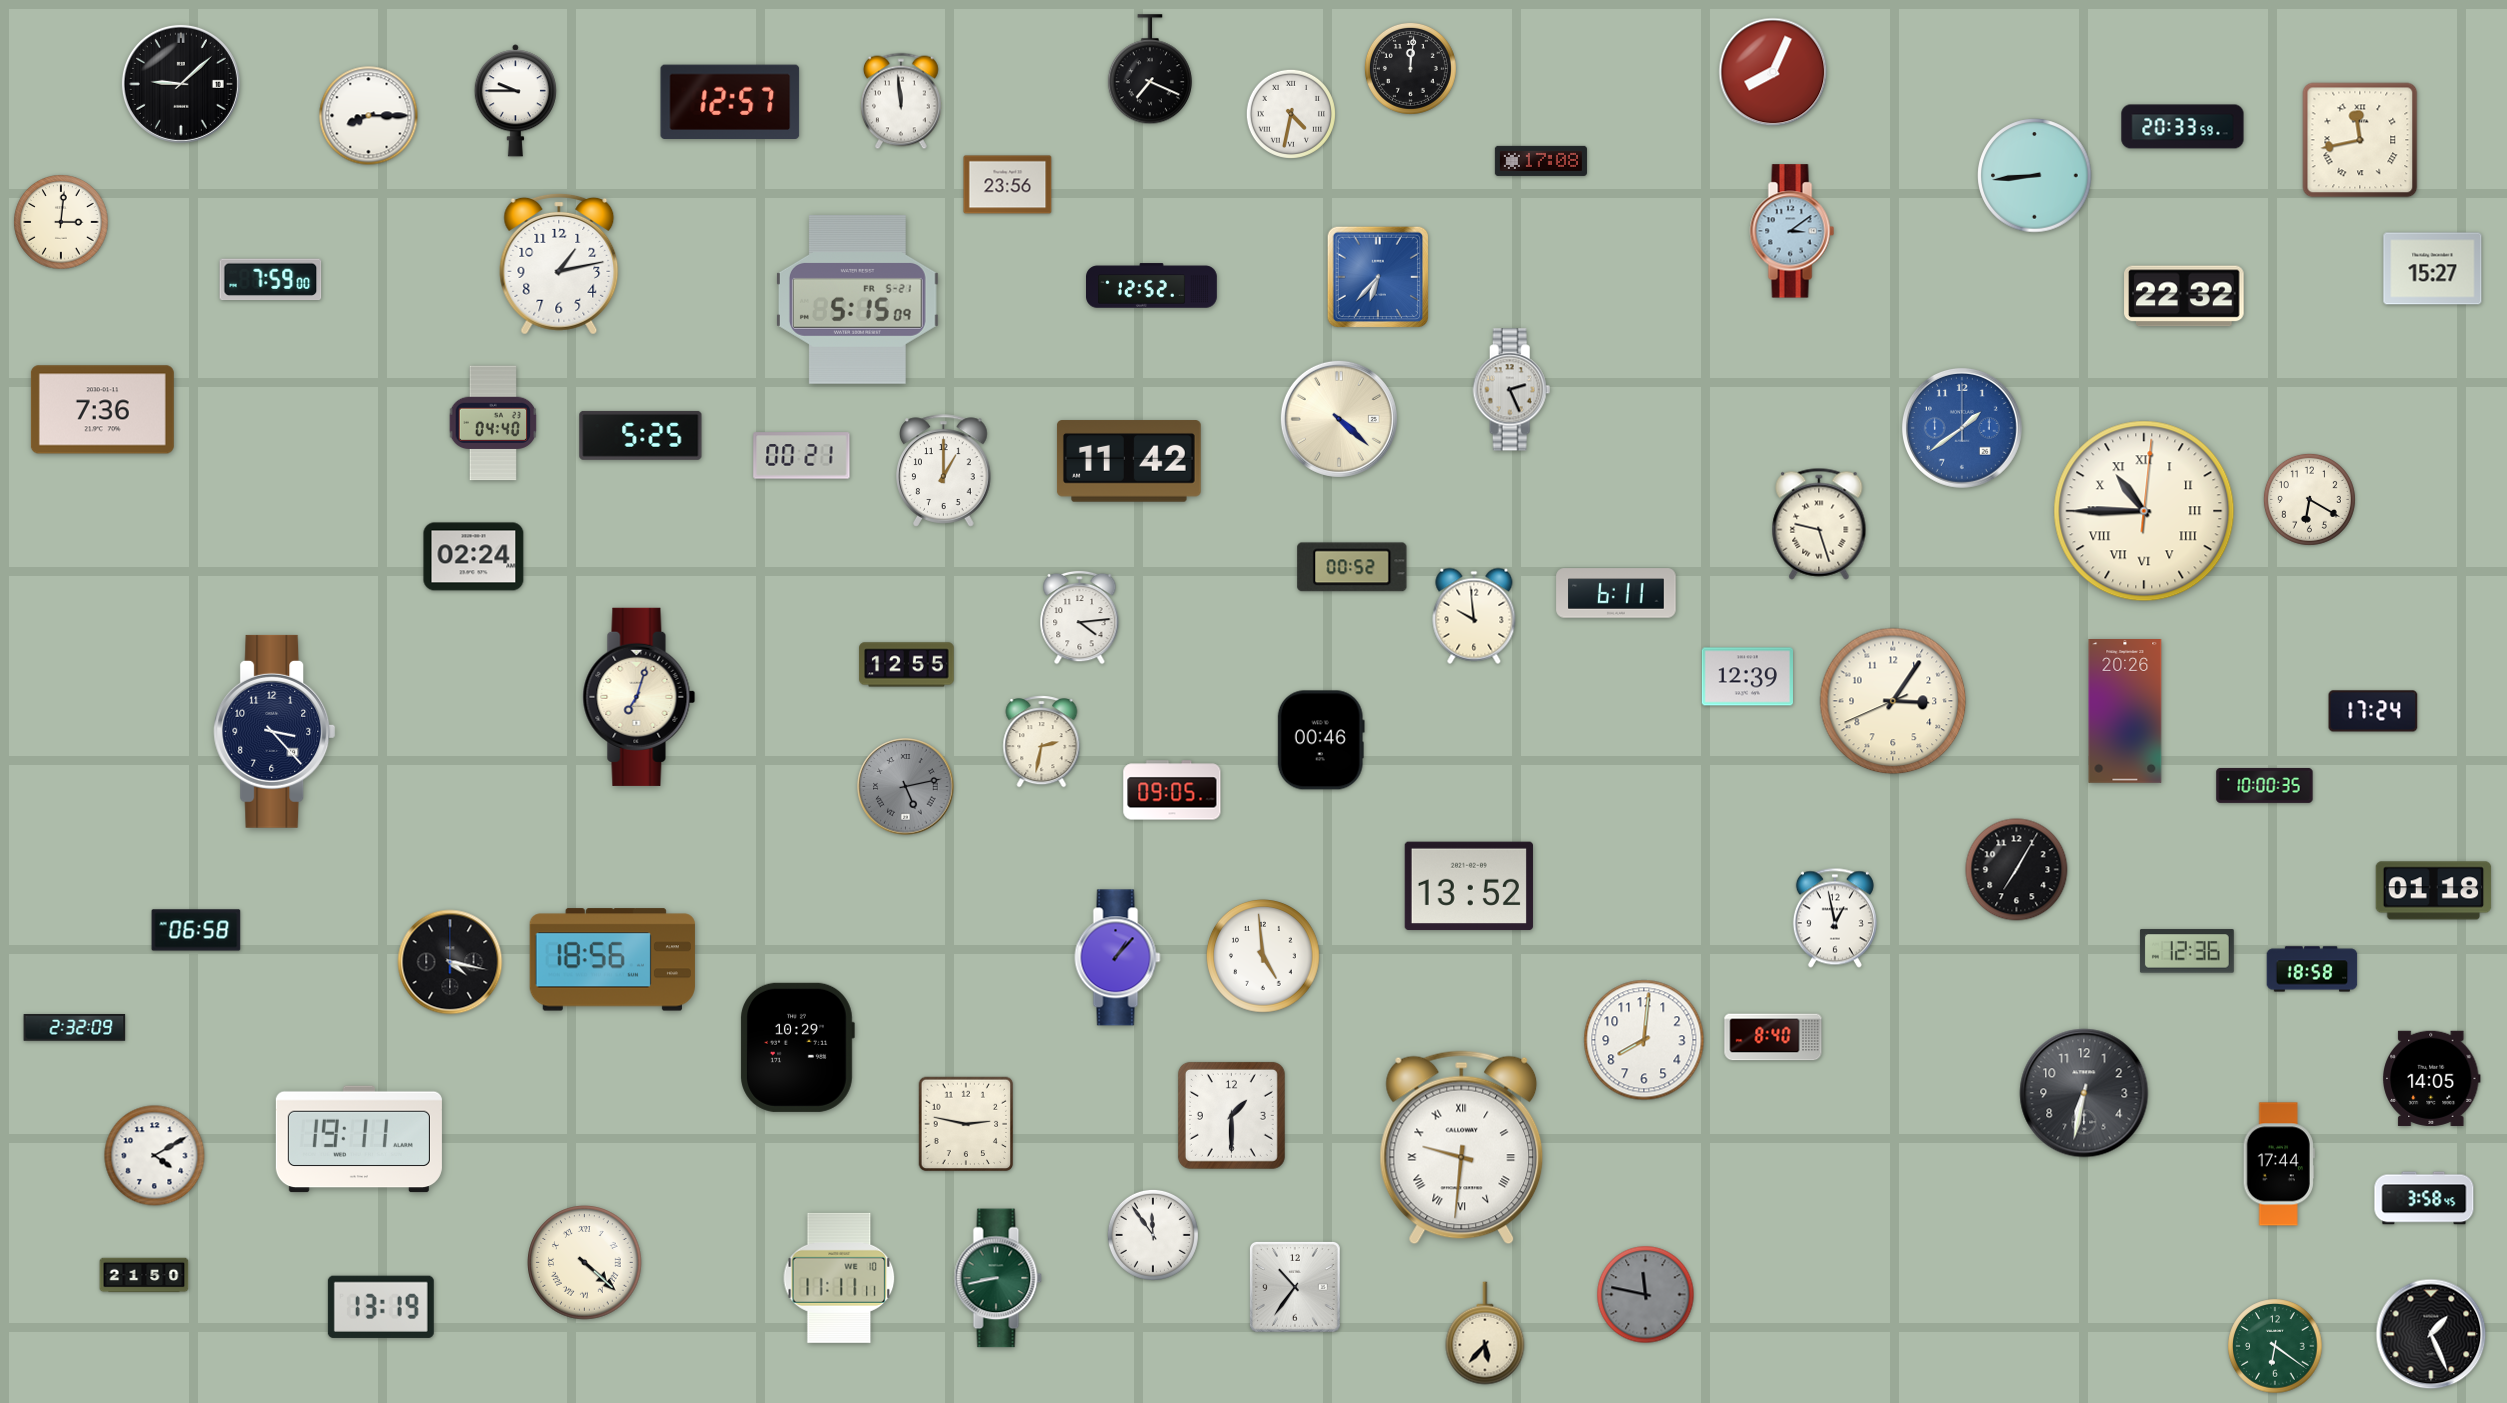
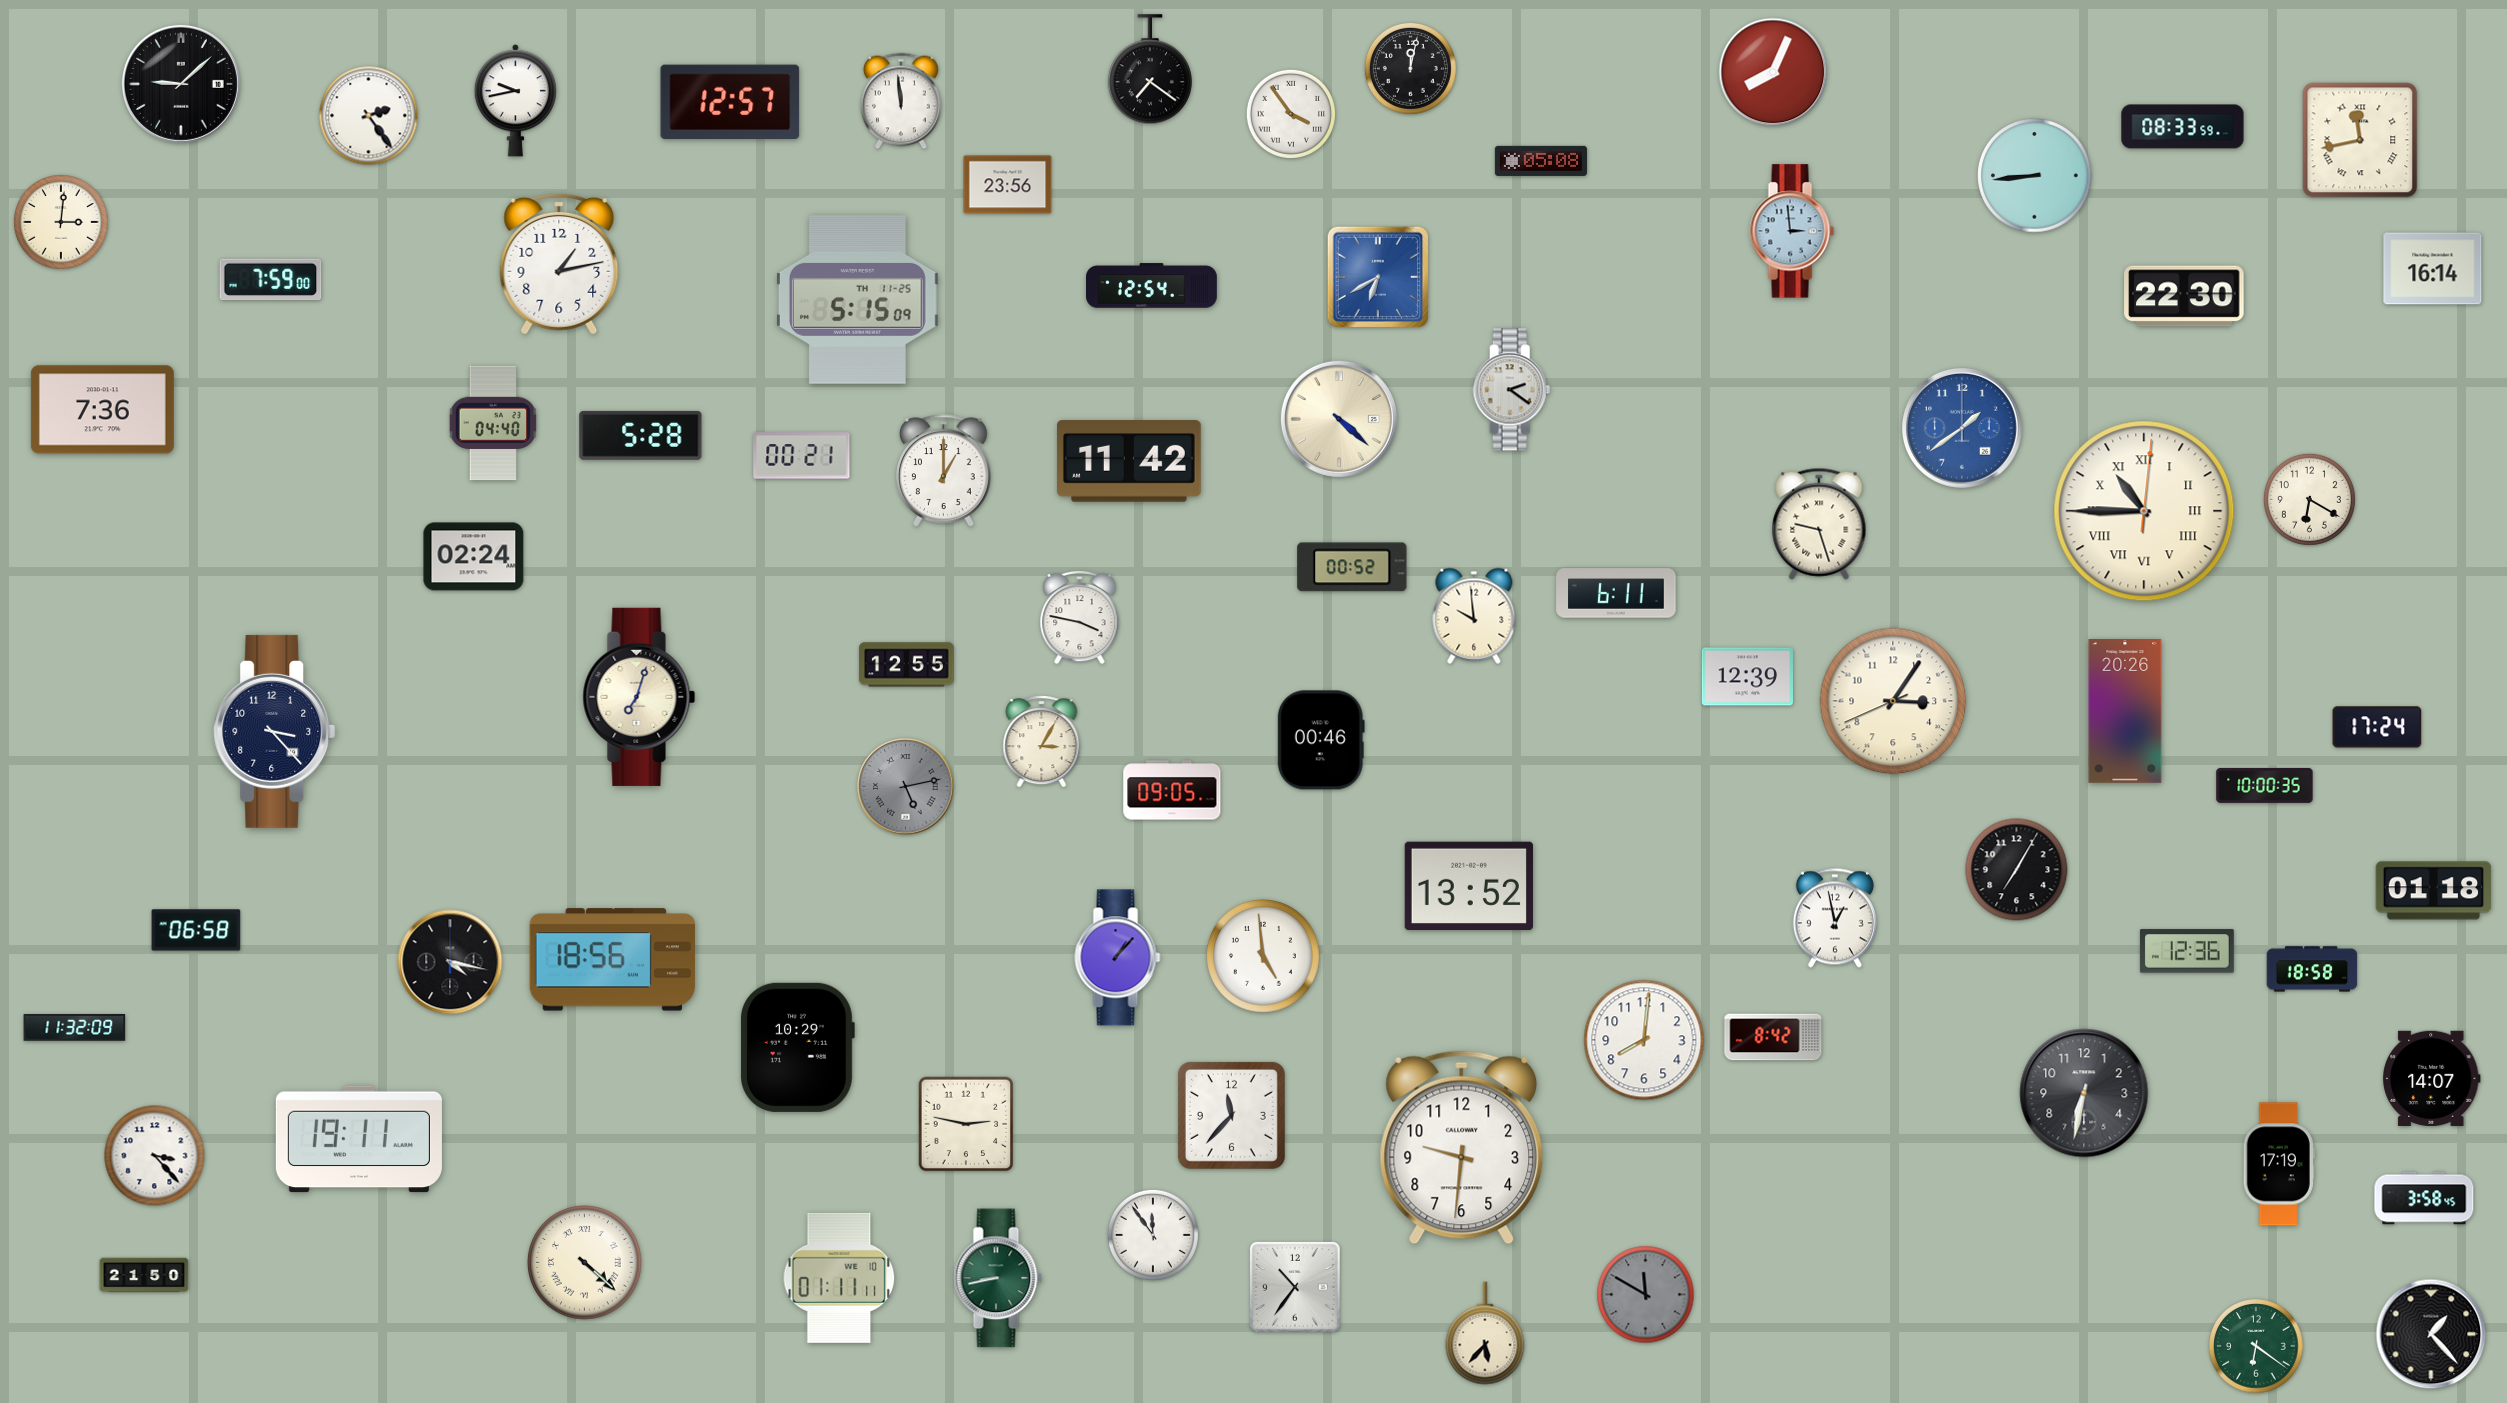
clock at (1410, 68): 12:01 -> 12:02
clock at (1150, 70): 7:19 -> 7:21
clock at (515, 101): 9:45 -> 9:43
clock at (1290, 113): 4:32 -> 3:54
clock at (369, 116): 8:15 -> 2:24
clock at (2183, 127): 20:33 -> 08:33
clock at (1541, 161): 17:08 -> 05:08
clock at (1792, 231): 3:09 -> 2:59
clock at (2433, 269): 15:27 -> 16:14
clock at (1378, 277): 6:37 -> 6:40
clock at (1152, 286): 12:52 -> 12:54
clock at (2184, 296): 22:32 -> 22:30
clock at (857, 300) date: FR 5-21 -> TH 11-25
clock at (1512, 390): 2:26 -> 2:21
clock at (641, 435): 5:25 -> 5:28
clock at (1080, 617): 4:14 -> 3:47
clock at (2373, 711) position: (2373, 711) -> (2377, 727)
clock at (1042, 742): 2:32 -> 3:05
clock at (75, 1028): 2:32 -> 11:32
clock at (1773, 1037): 8:40 -> 8:42
clock at (2431, 1078): 14:05 -> 14:07
clock at (1231, 1115): 1:30 -> 11:37
clock at (1462, 1148) numerals: Roman -> Arabic
clock at (155, 1156): 4:10 -> 3:23
clock at (2279, 1164): 17:44 -> 17:19
clock at (839, 1278): 11:11 -> 01:11
clock at (1646, 1295): 11:47 -> 11:50
clock at (381, 1307): 13:19 -> none
clock at (2431, 1334): 1:26 -> 1:23
clock at (2275, 1346) position: (2275, 1346) -> (2256, 1346)
